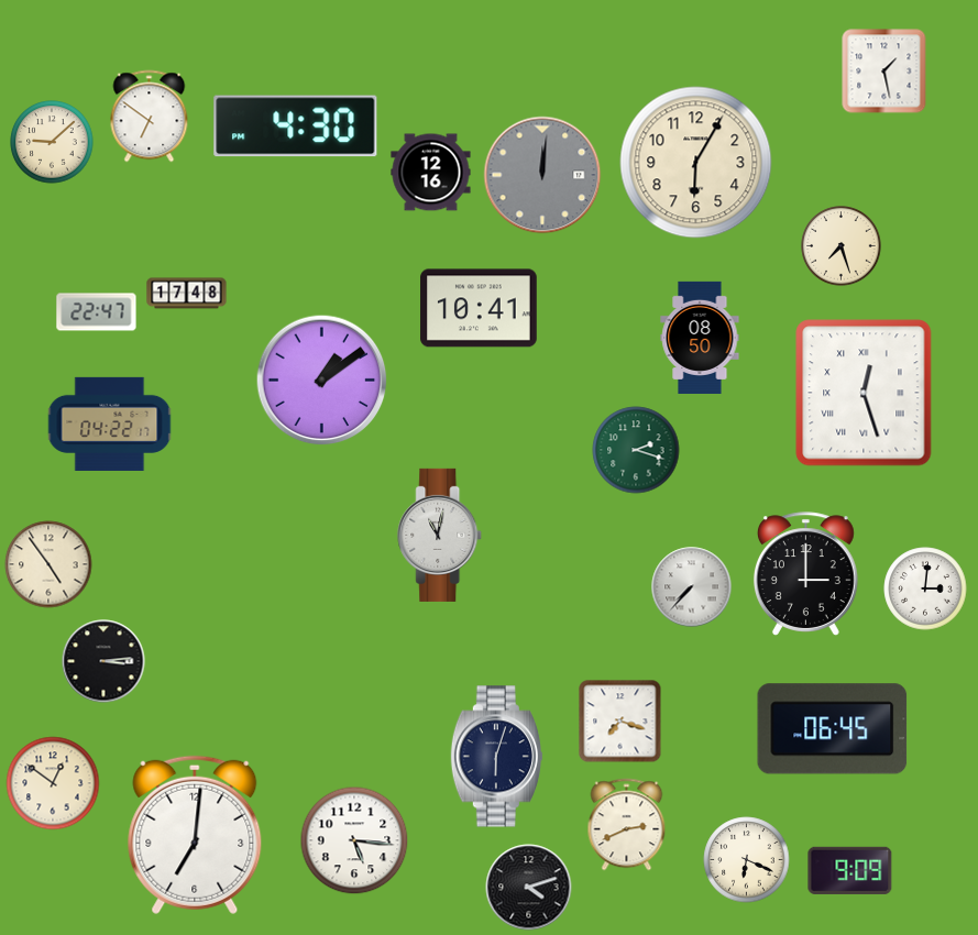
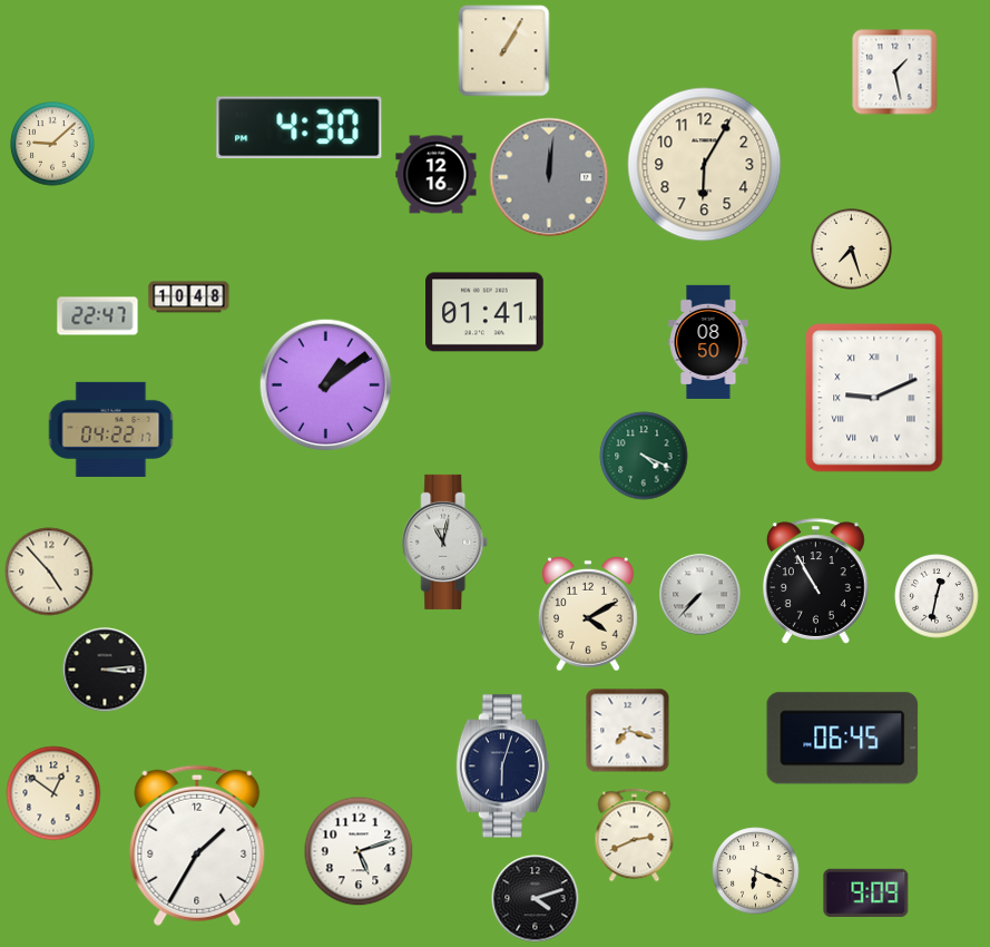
clock at (504, 51): none -> 1:05
clock at (150, 117): 6:51 -> none
clock at (187, 294): 17:48 -> 10:48
clock at (479, 308): 10:41 -> 01:41
clock at (864, 393): 12:27 -> 9:11
clock at (636, 450): 2:18 -> 4:19
clock at (48, 564): 4:54 -> 4:53
clock at (805, 574): 3:00 -> 10:55
clock at (925, 588): 3:01 -> 12:32
clock at (588, 614): none -> 4:10
clock at (195, 835): 7:01 -> 1:35
clock at (354, 840): 5:16 -> 5:12
clock at (850, 870) position: (850, 870) -> (866, 892)
